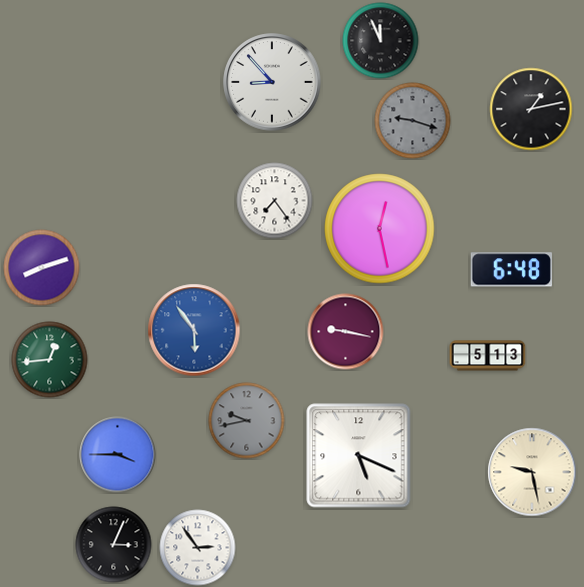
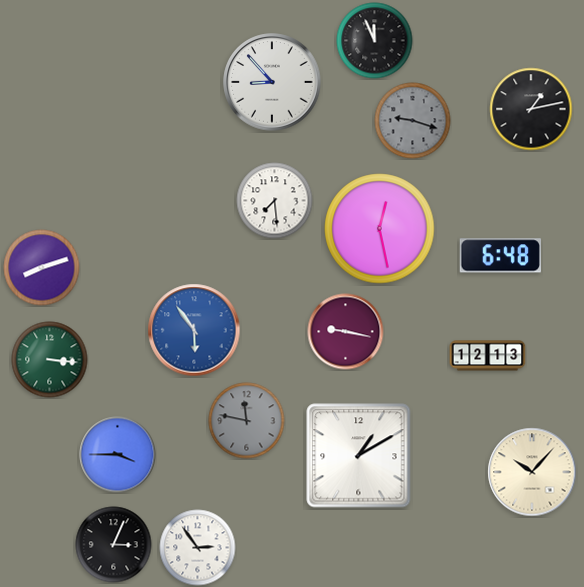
clock at (381, 41) position: (381, 41) -> (375, 41)
clock at (275, 201): 7:24 -> 7:29
clock at (511, 270) position: (511, 270) -> (500, 256)
clock at (488, 356): 5:13 -> 12:13
clock at (50, 360): 12:44 -> 3:16
clock at (247, 421): 9:43 -> 11:47
clock at (359, 456): 5:19 -> 1:10
clock at (532, 472): 9:28 -> 10:07
